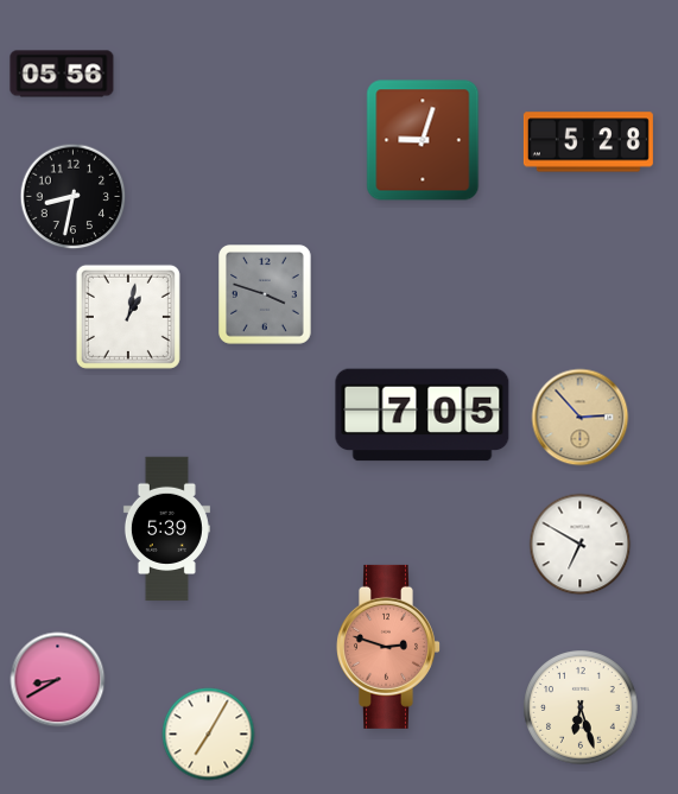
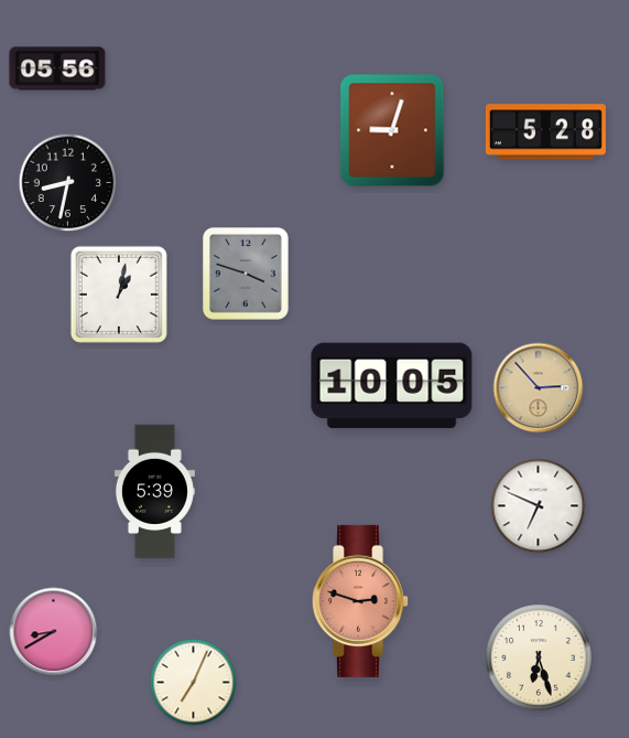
clock at (423, 415): 7:05 -> 10:05
clock at (581, 545): 6:50 -> 6:49
clock at (209, 735): 7:05 -> 7:04
